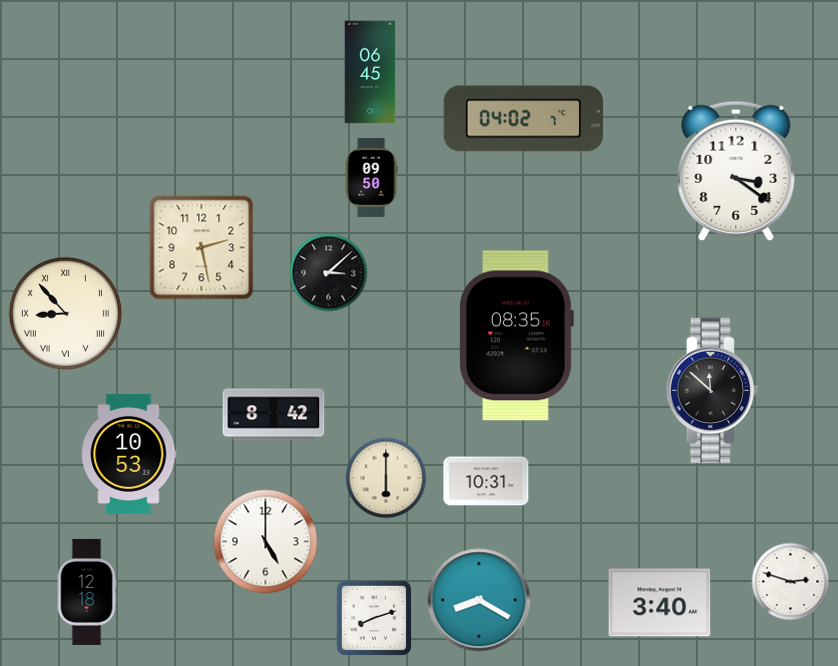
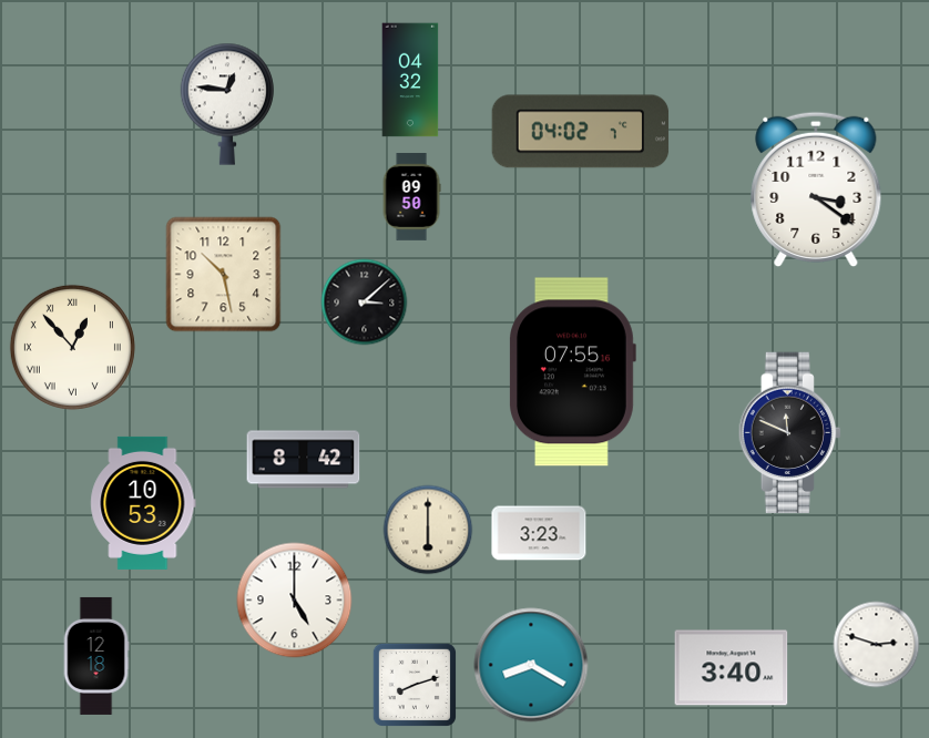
clock at (370, 72): 06:45 -> 04:32
clock at (227, 104): none -> 12:46
clock at (202, 248): 2:28 -> 10:28
clock at (65, 313): 8:53 -> 12:53
clock at (517, 336): 08:35 -> 07:55
clock at (712, 391): 11:52 -> 11:49
clock at (486, 481): 10:31 -> 3:23
